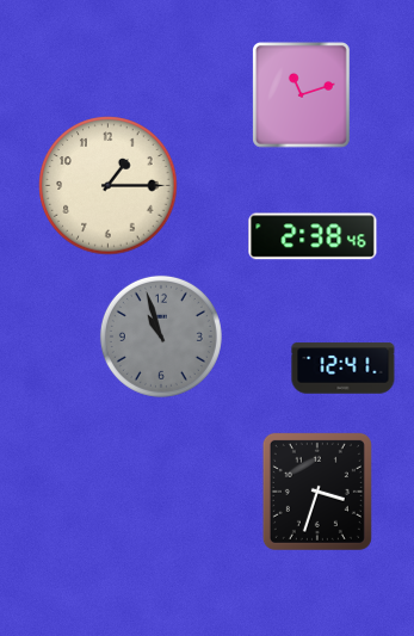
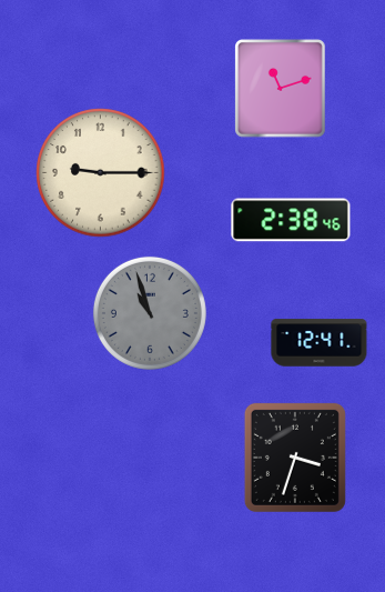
clock at (109, 186): 1:15 -> 9:15
